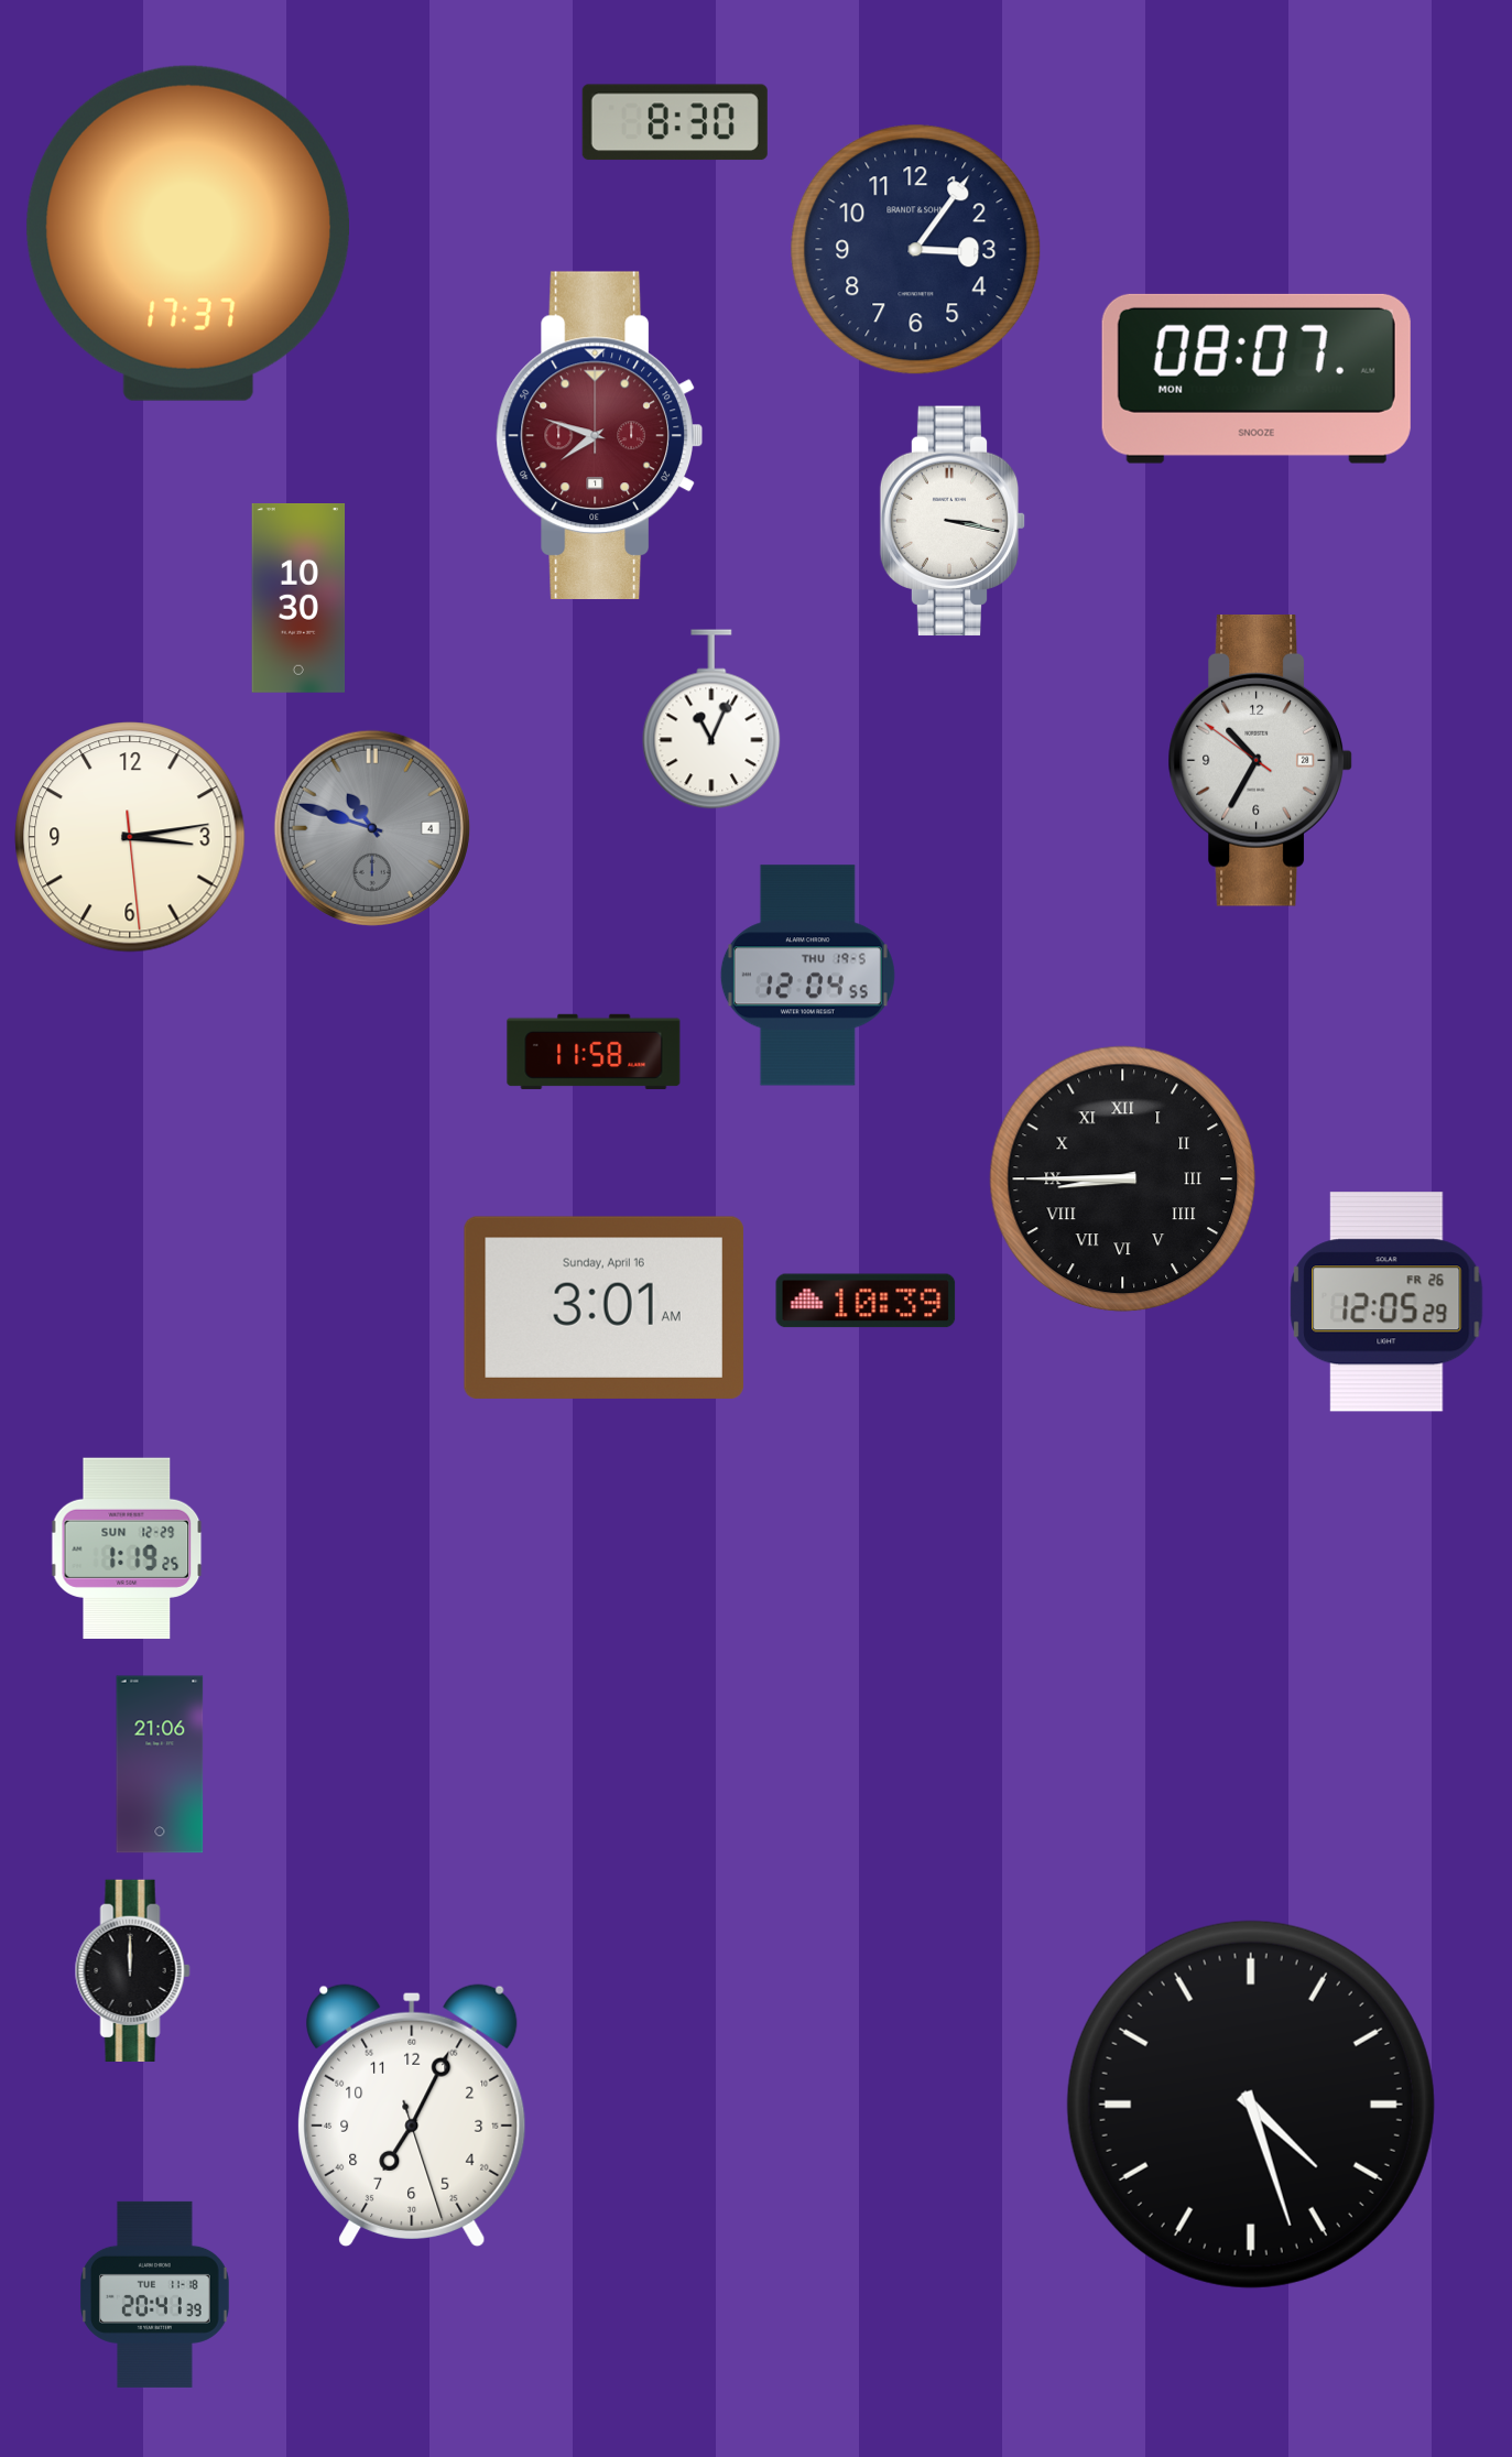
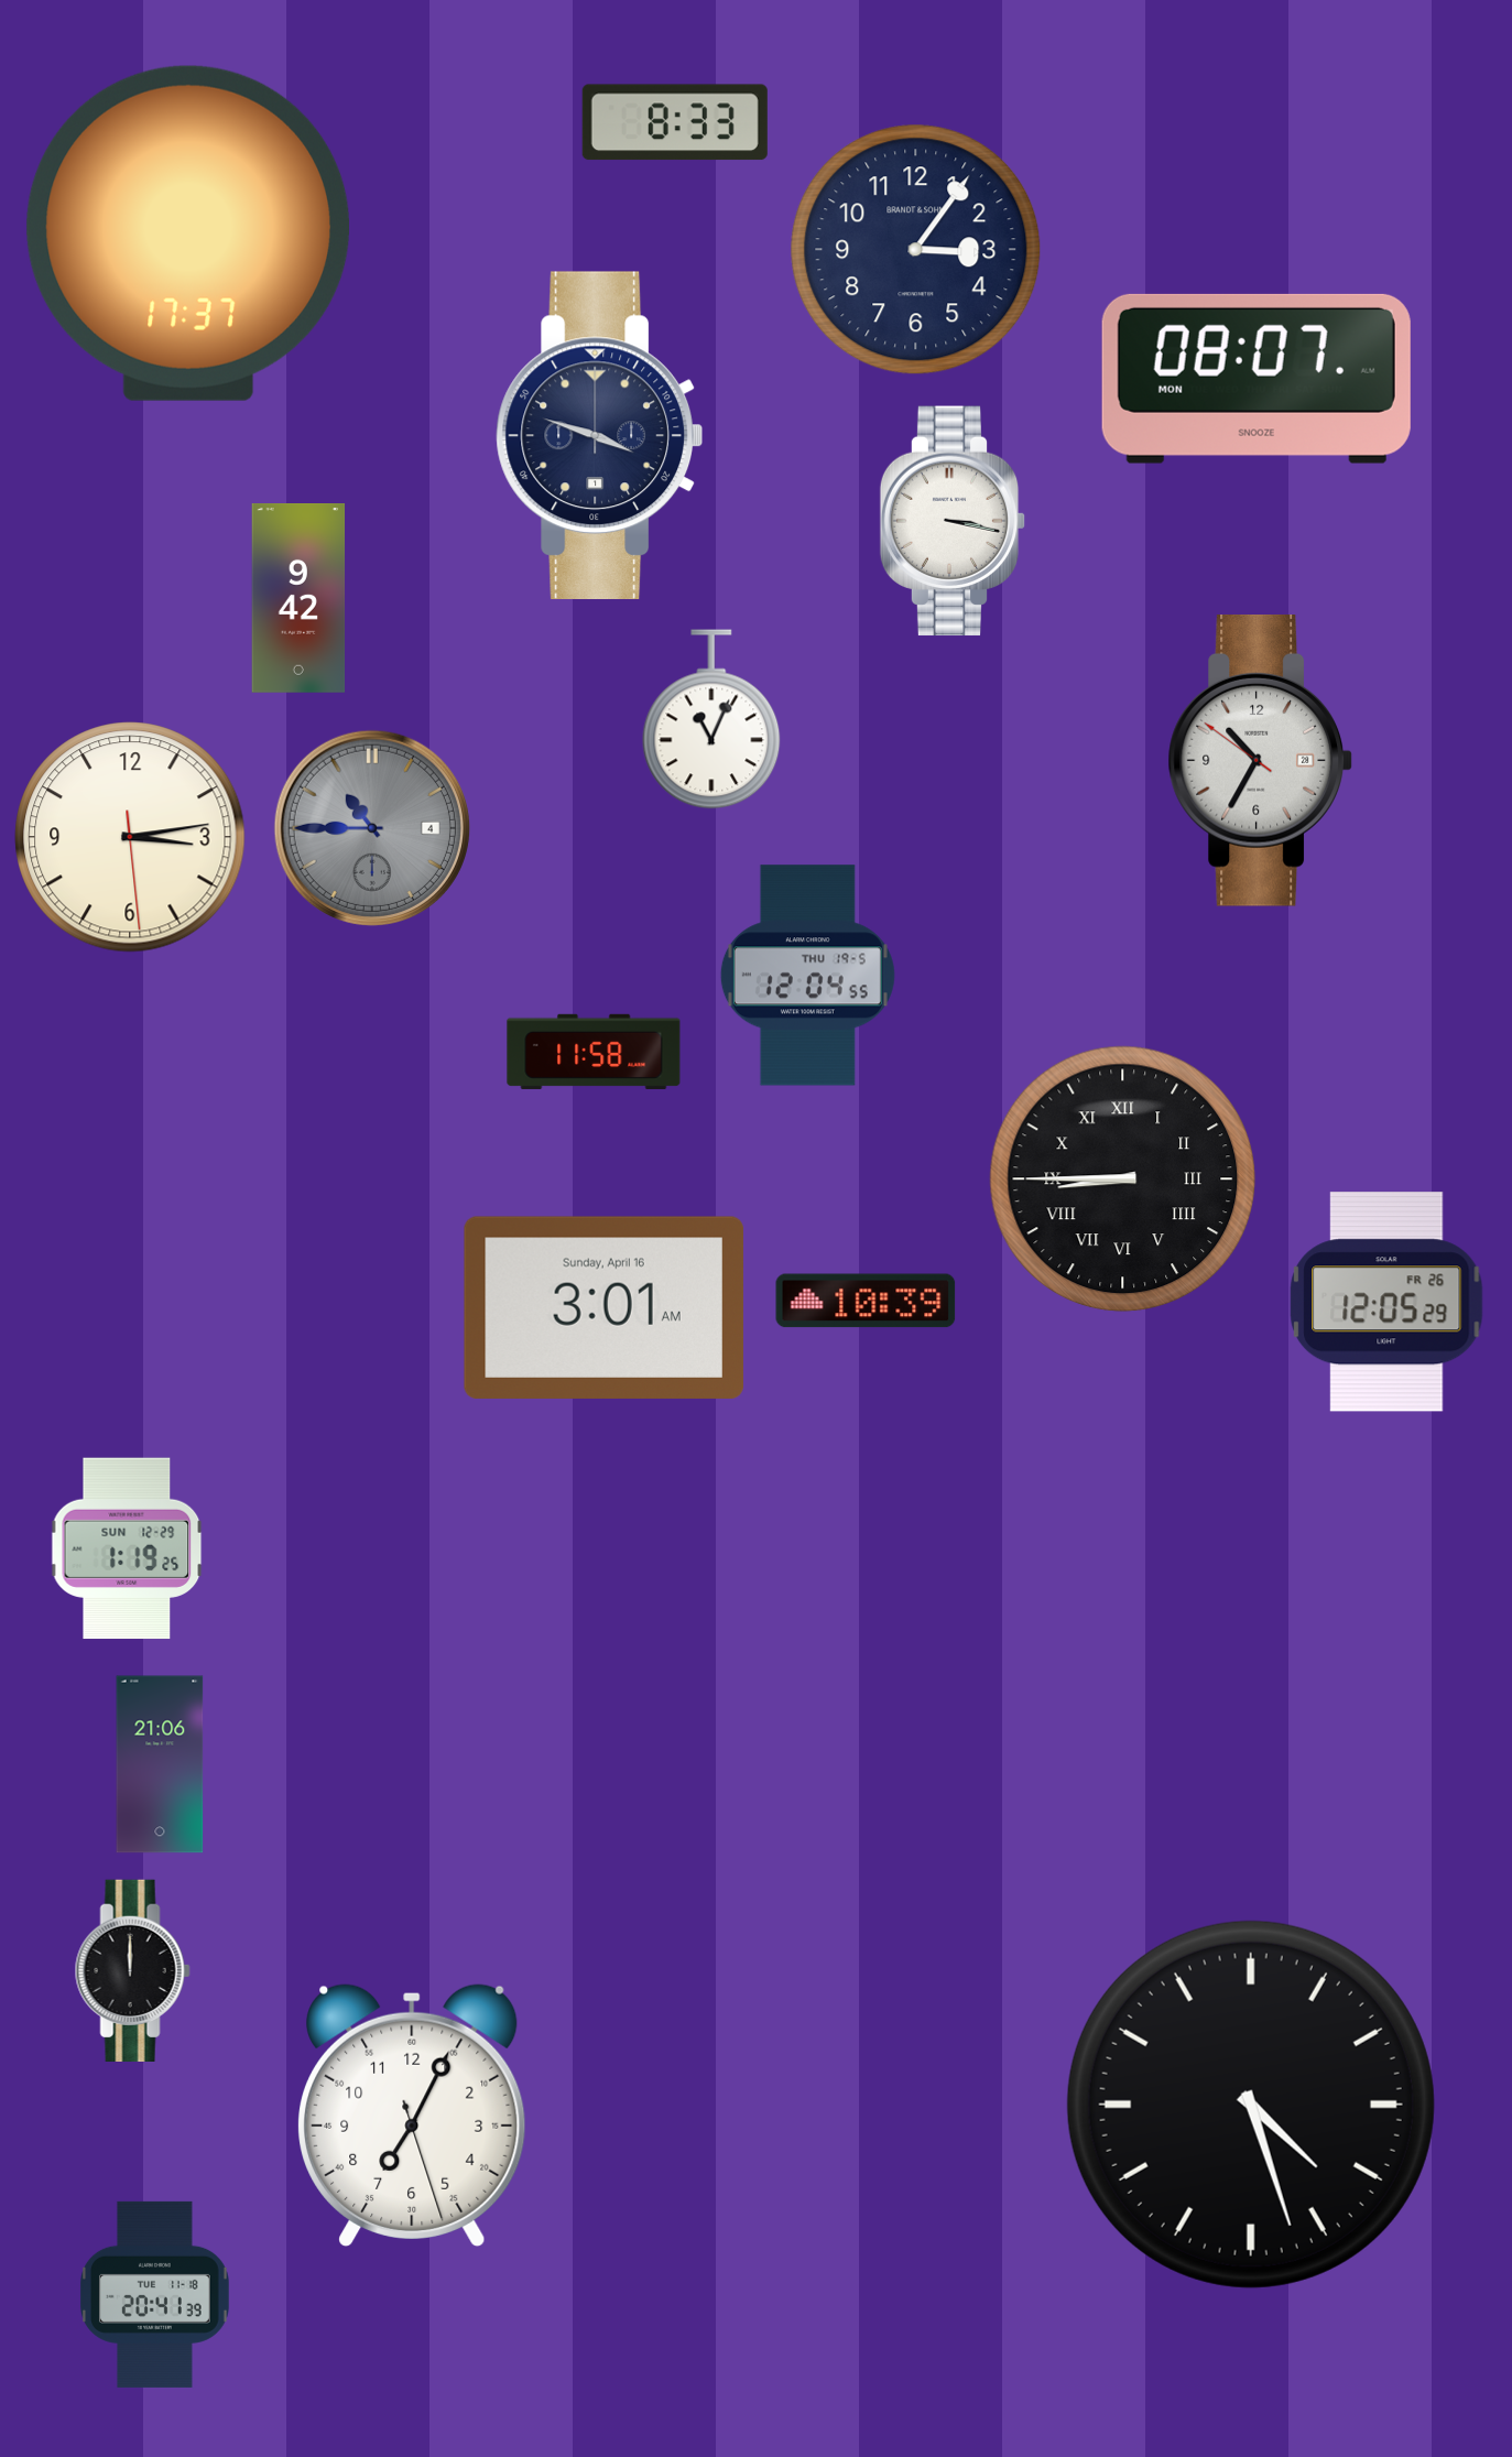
clock at (675, 122): 8:30 -> 8:33
clock at (599, 435): 7:48 -> 3:48
clock at (599, 435) dial: burgundy -> navy
clock at (298, 599): 10:30 -> 9:42
clock at (372, 828): 10:48 -> 10:45
